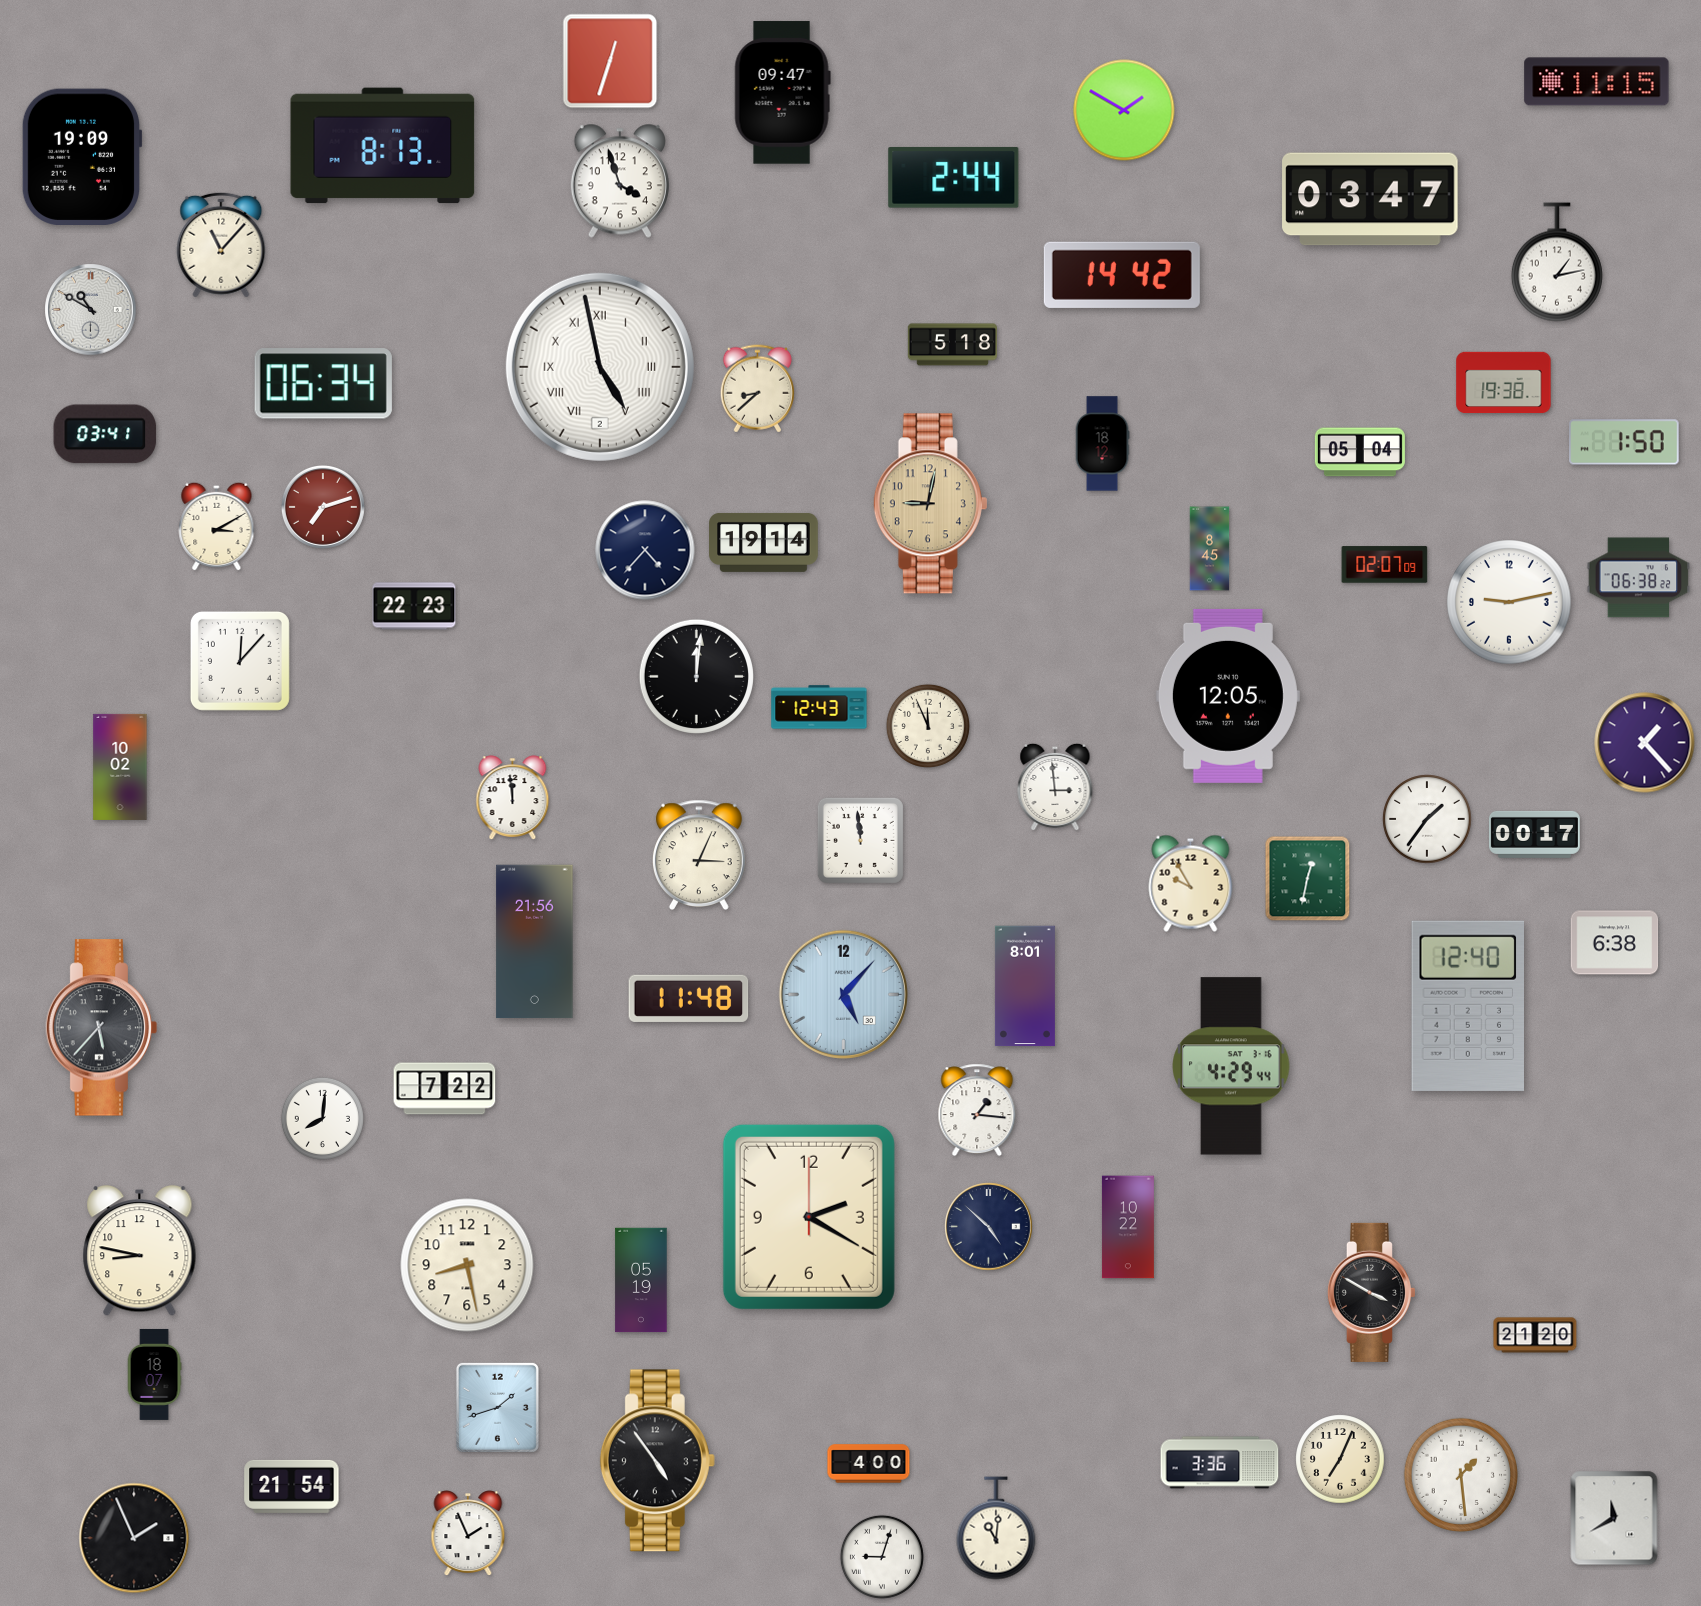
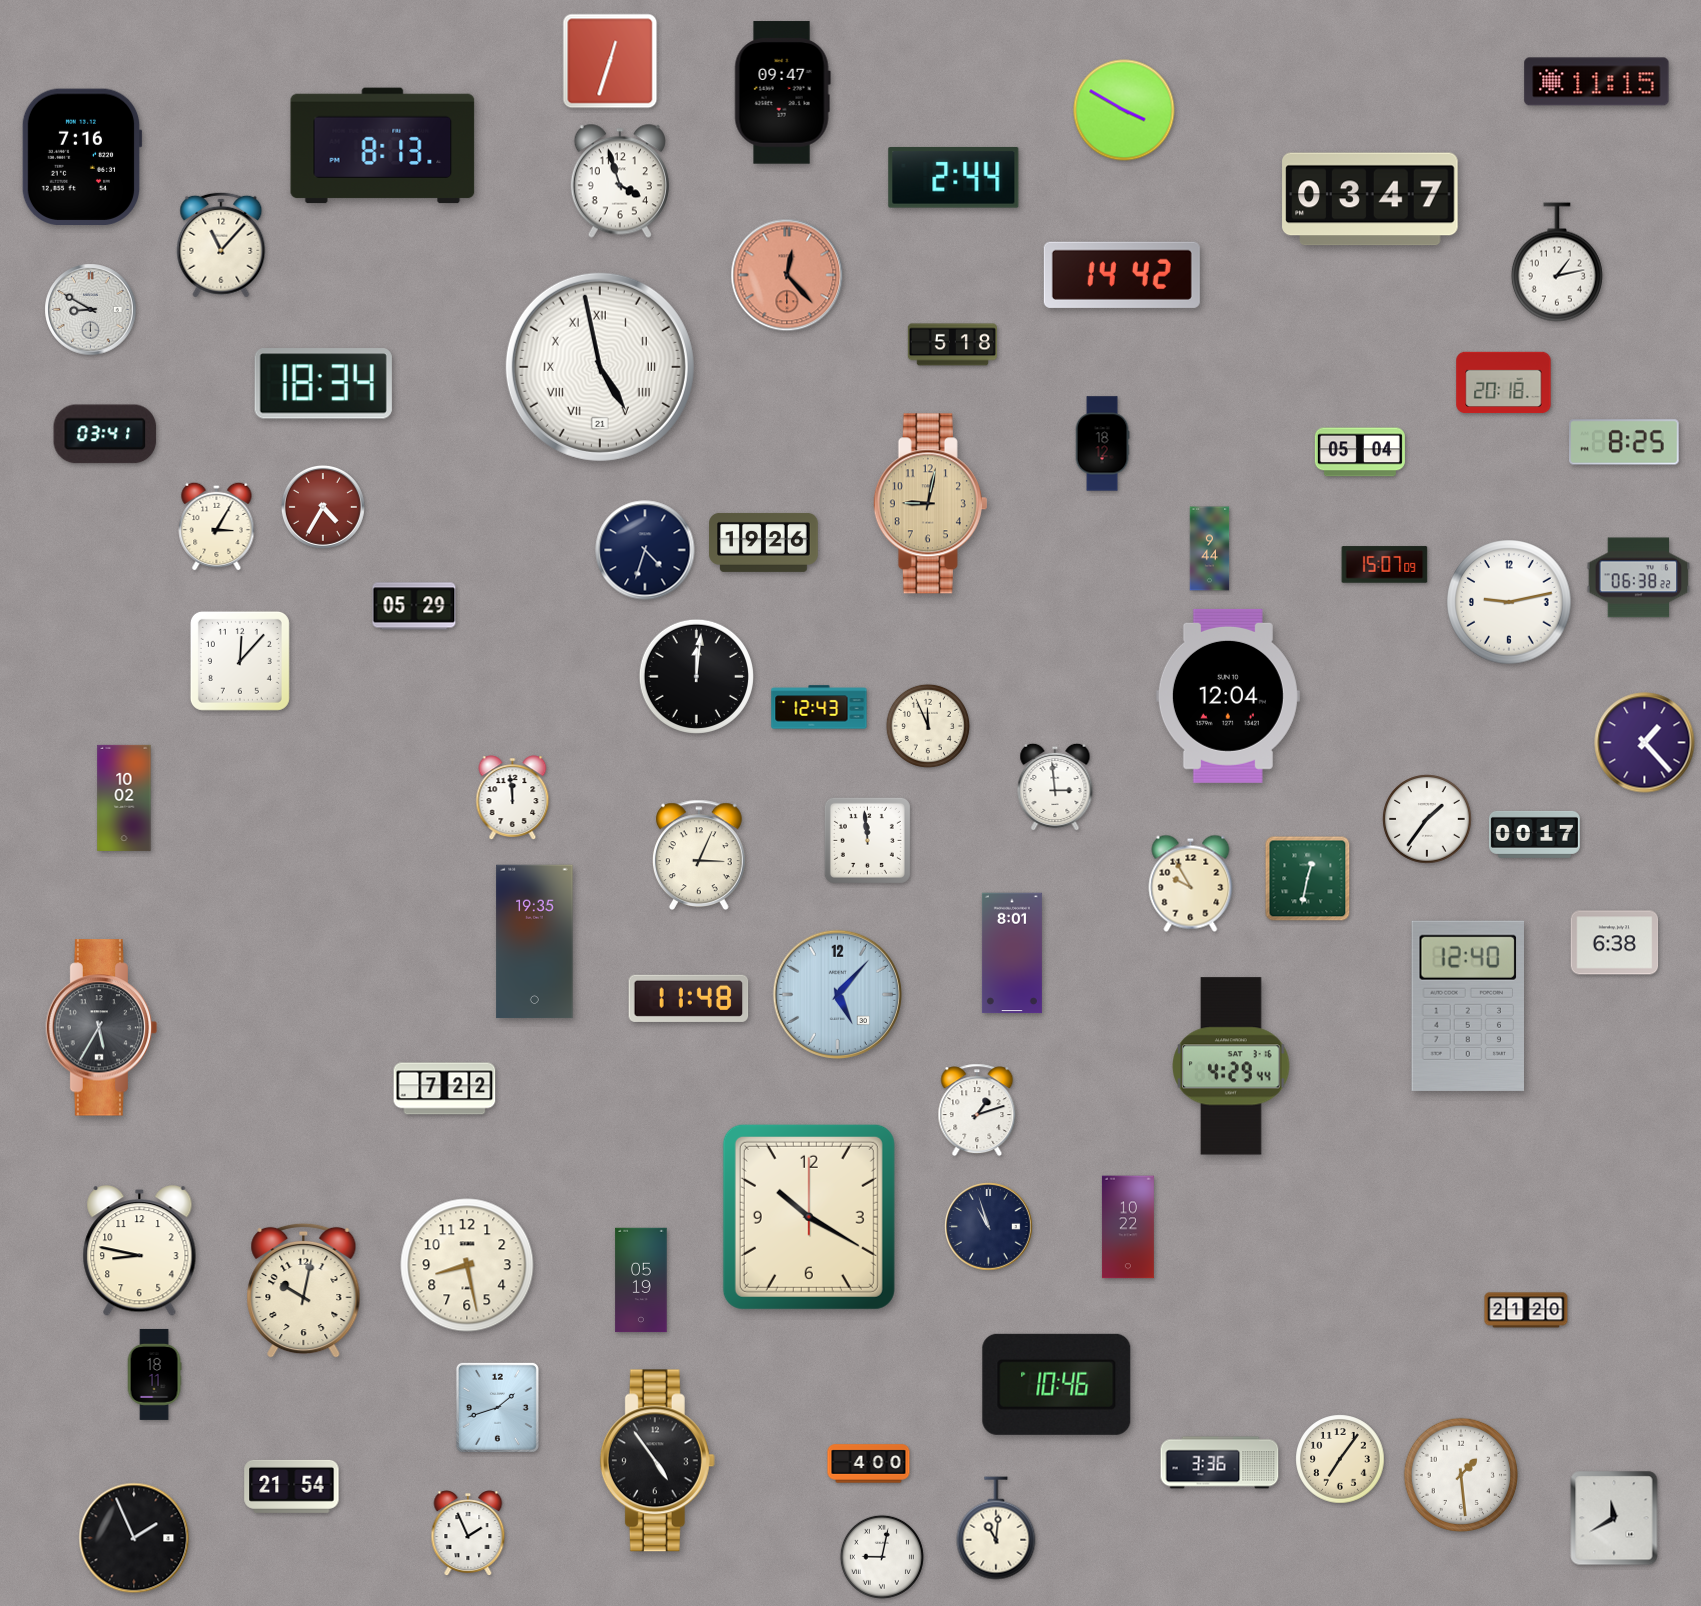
clock at (1124, 110): 1:50 -> 3:50
clock at (82, 156): 19:09 -> 7:16
clock at (787, 275): none -> 12:23
clock at (91, 310): 10:50 -> 8:50
clock at (600, 367) date: 2 -> 21
clock at (1504, 383): 19:38 -> 20:18
clock at (323, 384): 06:34 -> 18:34
clock at (757, 389): 8:38 -> none
clock at (1624, 442): 1:50 -> 8:25
clock at (323, 507): 7:12 -> 4:35
clock at (217, 526): 3:10 -> 3:05
clock at (764, 542): 19:14 -> 19:26
clock at (1210, 549): 8:45 -> 9:44
clock at (645, 550): 4:37 -> 4:33
clock at (1385, 565): 02:07 -> 15:07
clock at (414, 606): 22:23 -> 05:29
clock at (1228, 696): 12:05 -> 12:04
clock at (120, 767) position: (120, 767) -> (124, 798)
clock at (860, 840) position: (860, 840) -> (867, 840)
clock at (535, 942): 21:56 -> 19:35
clock at (1025, 986) position: (1025, 986) -> (1012, 953)
clock at (843, 994) position: (843, 994) -> (837, 994)
clock at (102, 1028): 5:37 -> 5:35
clock at (977, 1110): 1:16 -> 1:12
clock at (322, 1118): 8:01 -> none
clock at (809, 1217): 2:20 -> 10:20
clock at (989, 1227): 4:52 -> 10:57
clock at (304, 1291): none -> 10:02
clock at (1371, 1292): 3:50 -> none
clock at (1535, 1335) position: (1535, 1335) -> (1526, 1310)
clock at (154, 1374): 18:07 -> 18:11
clock at (1057, 1384): none -> 10:46
clock at (1340, 1459): 7:04 -> 7:06
clock at (882, 1557): 9:03 -> 9:02
